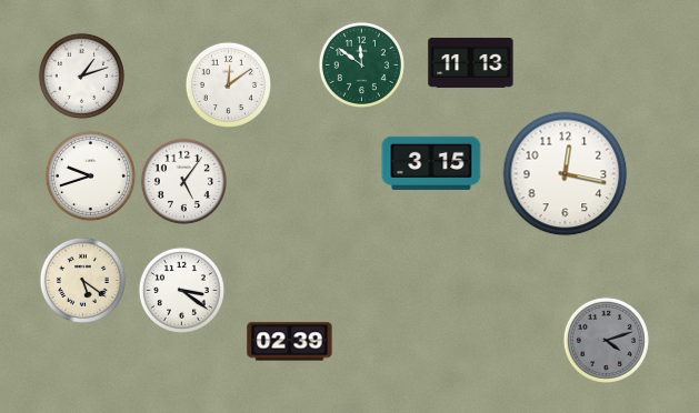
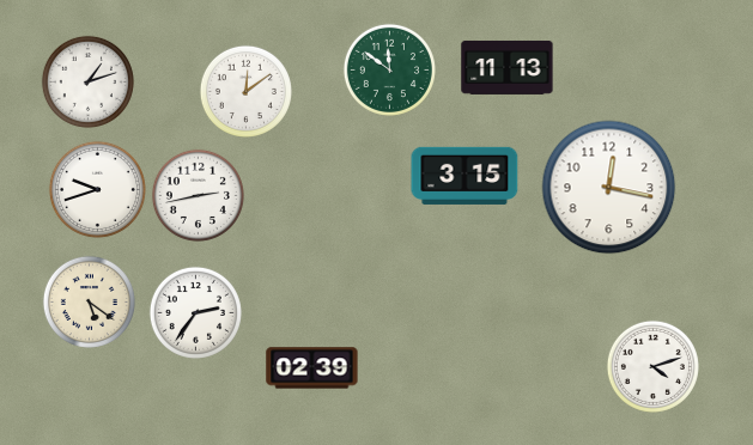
clock at (183, 181): 5:06 -> 2:43
clock at (181, 290): 3:21 -> 2:36
clock at (606, 340) dial: grey -> white
